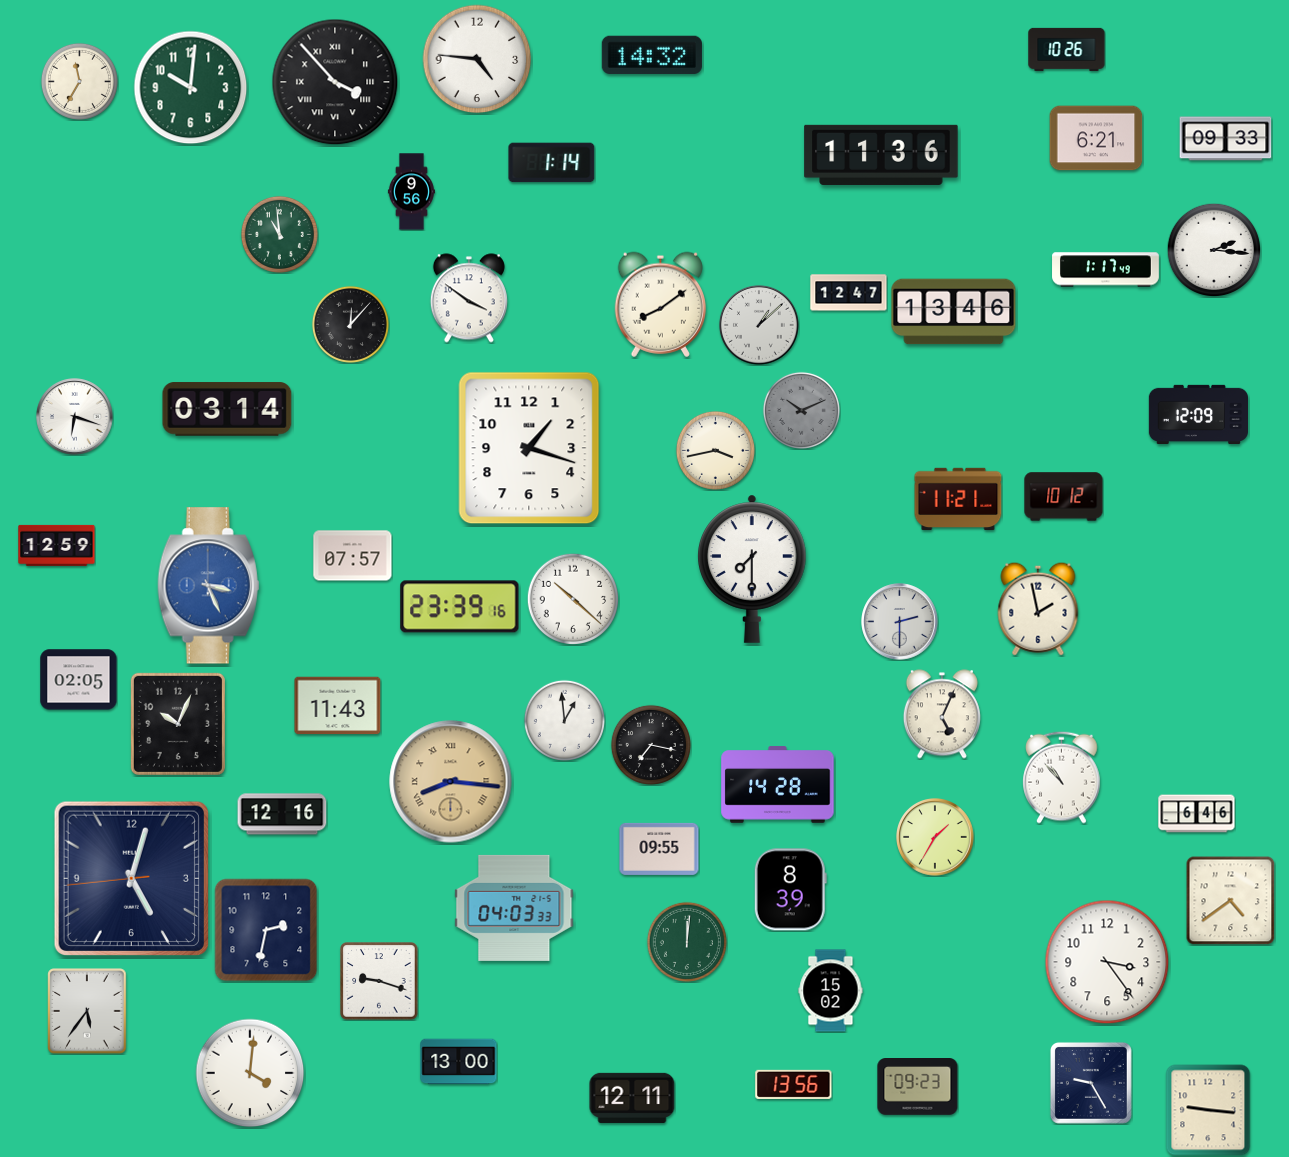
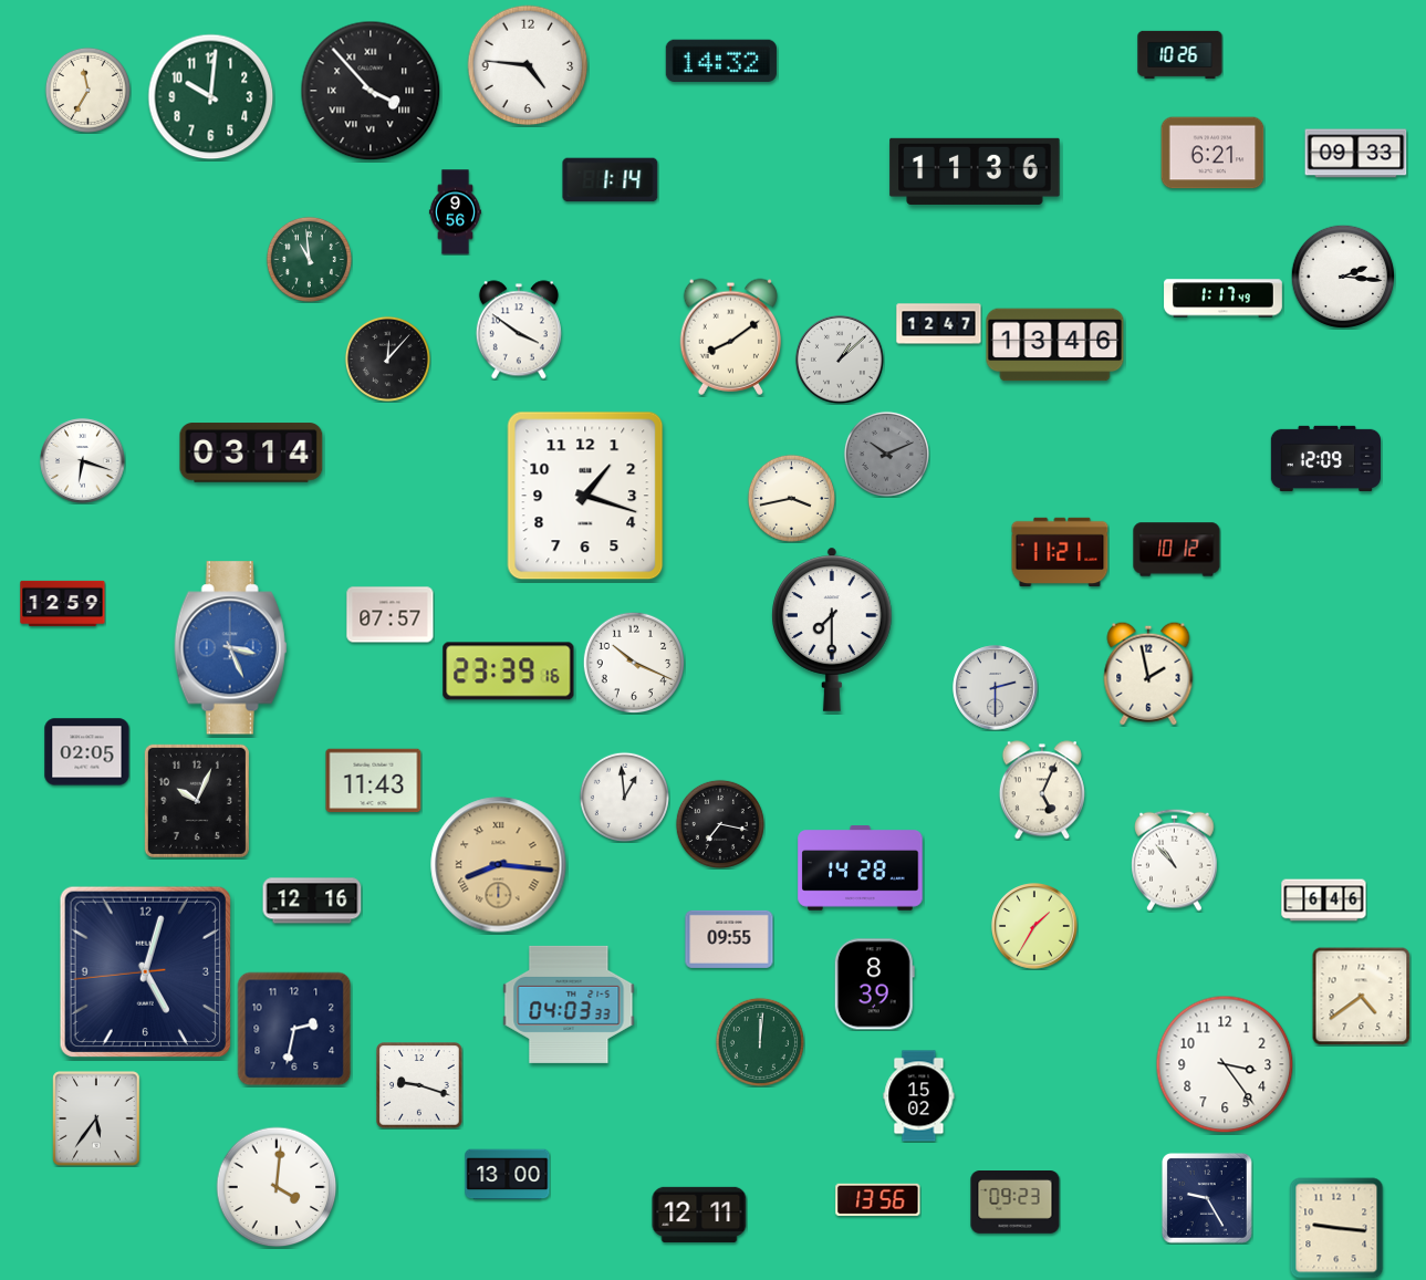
clock at (573, 599): 10:22 -> 10:19
